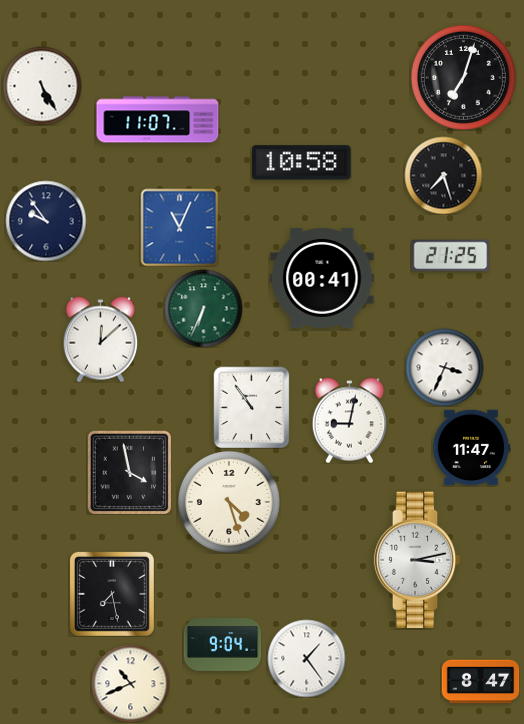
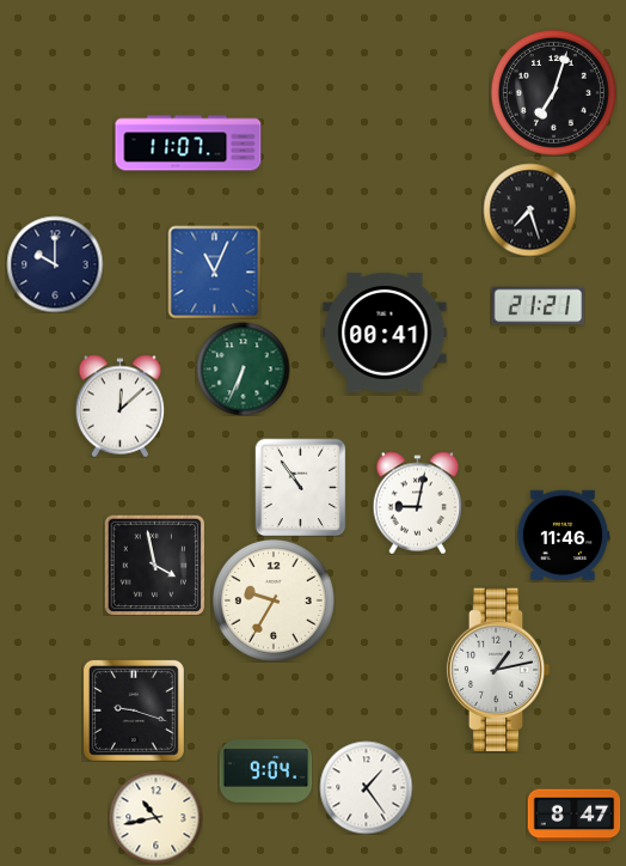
clock at (42, 86): 5:25 -> none
clock at (302, 163): 10:58 -> none
clock at (46, 221): 9:54 -> 10:00
clock at (450, 256): 21:25 -> 21:21
clock at (444, 367): 3:34 -> none
clock at (471, 448): 11:47 -> 11:46
clock at (229, 502): 4:27 -> 9:35
clock at (417, 560): 3:13 -> 1:13
clock at (112, 594): 7:28 -> 9:18
clock at (130, 683): 10:41 -> 10:43
